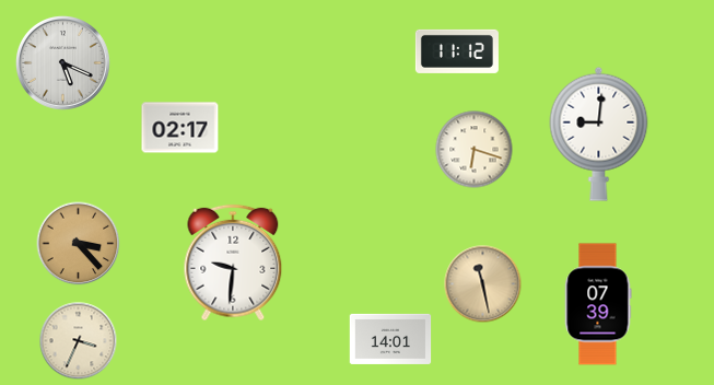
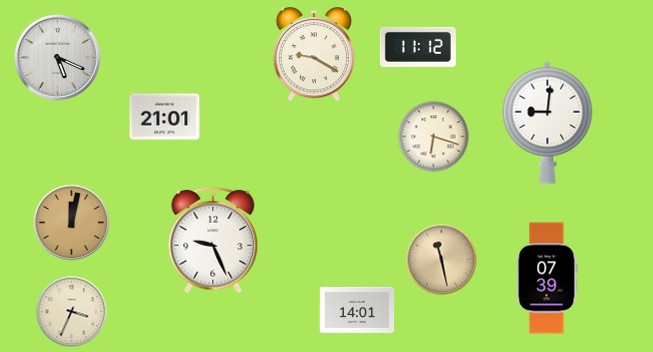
clock at (314, 55): none -> 9:20
clock at (180, 128): 02:17 -> 21:01
clock at (79, 244): 3:23 -> 12:02
clock at (233, 262): 9:31 -> 9:26
